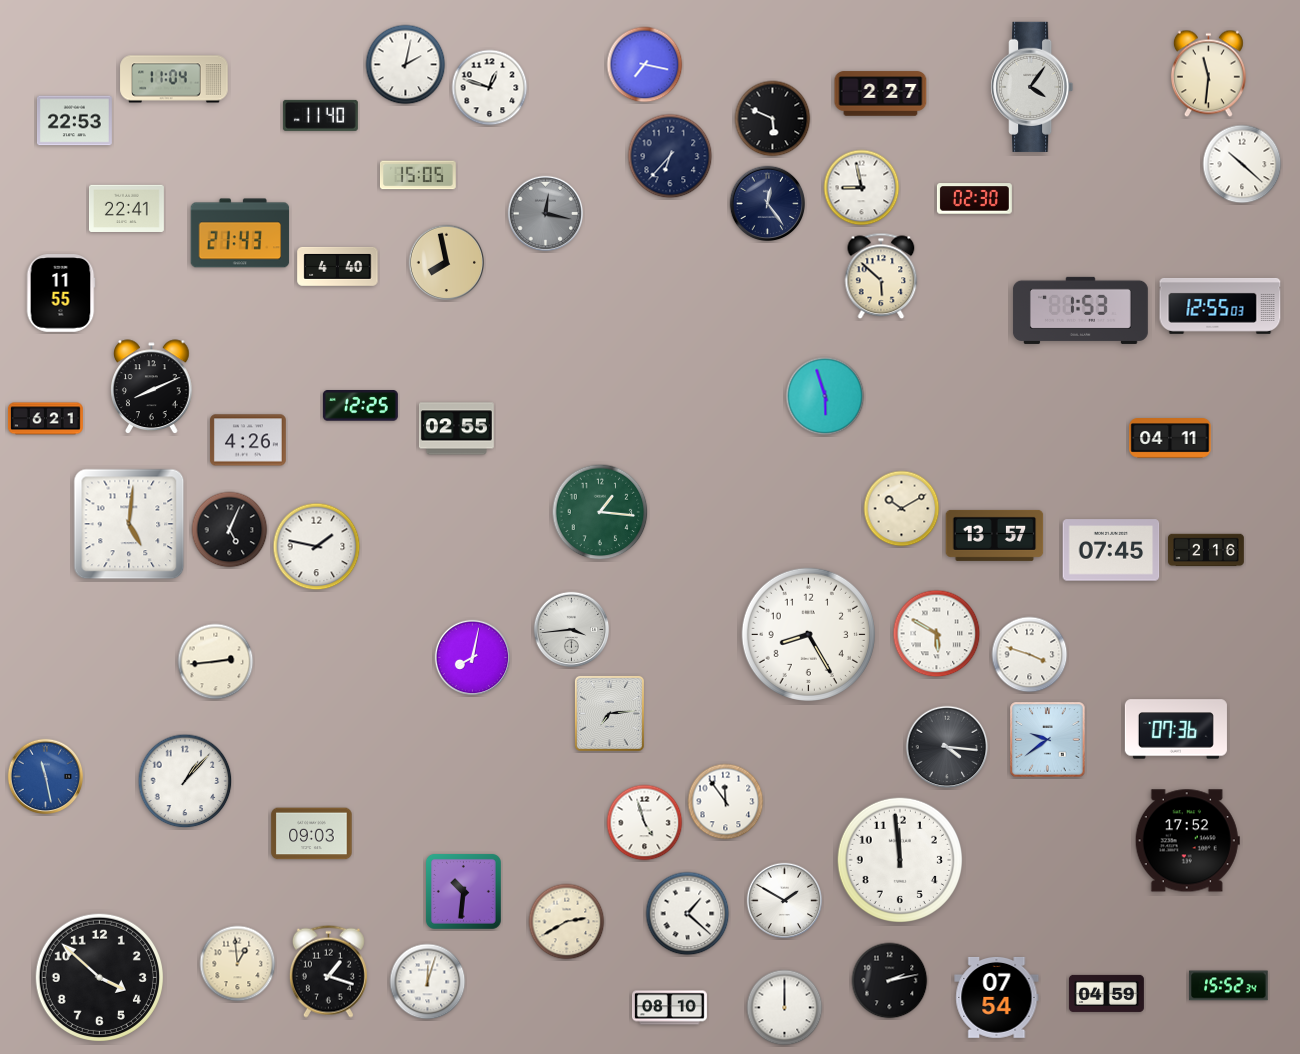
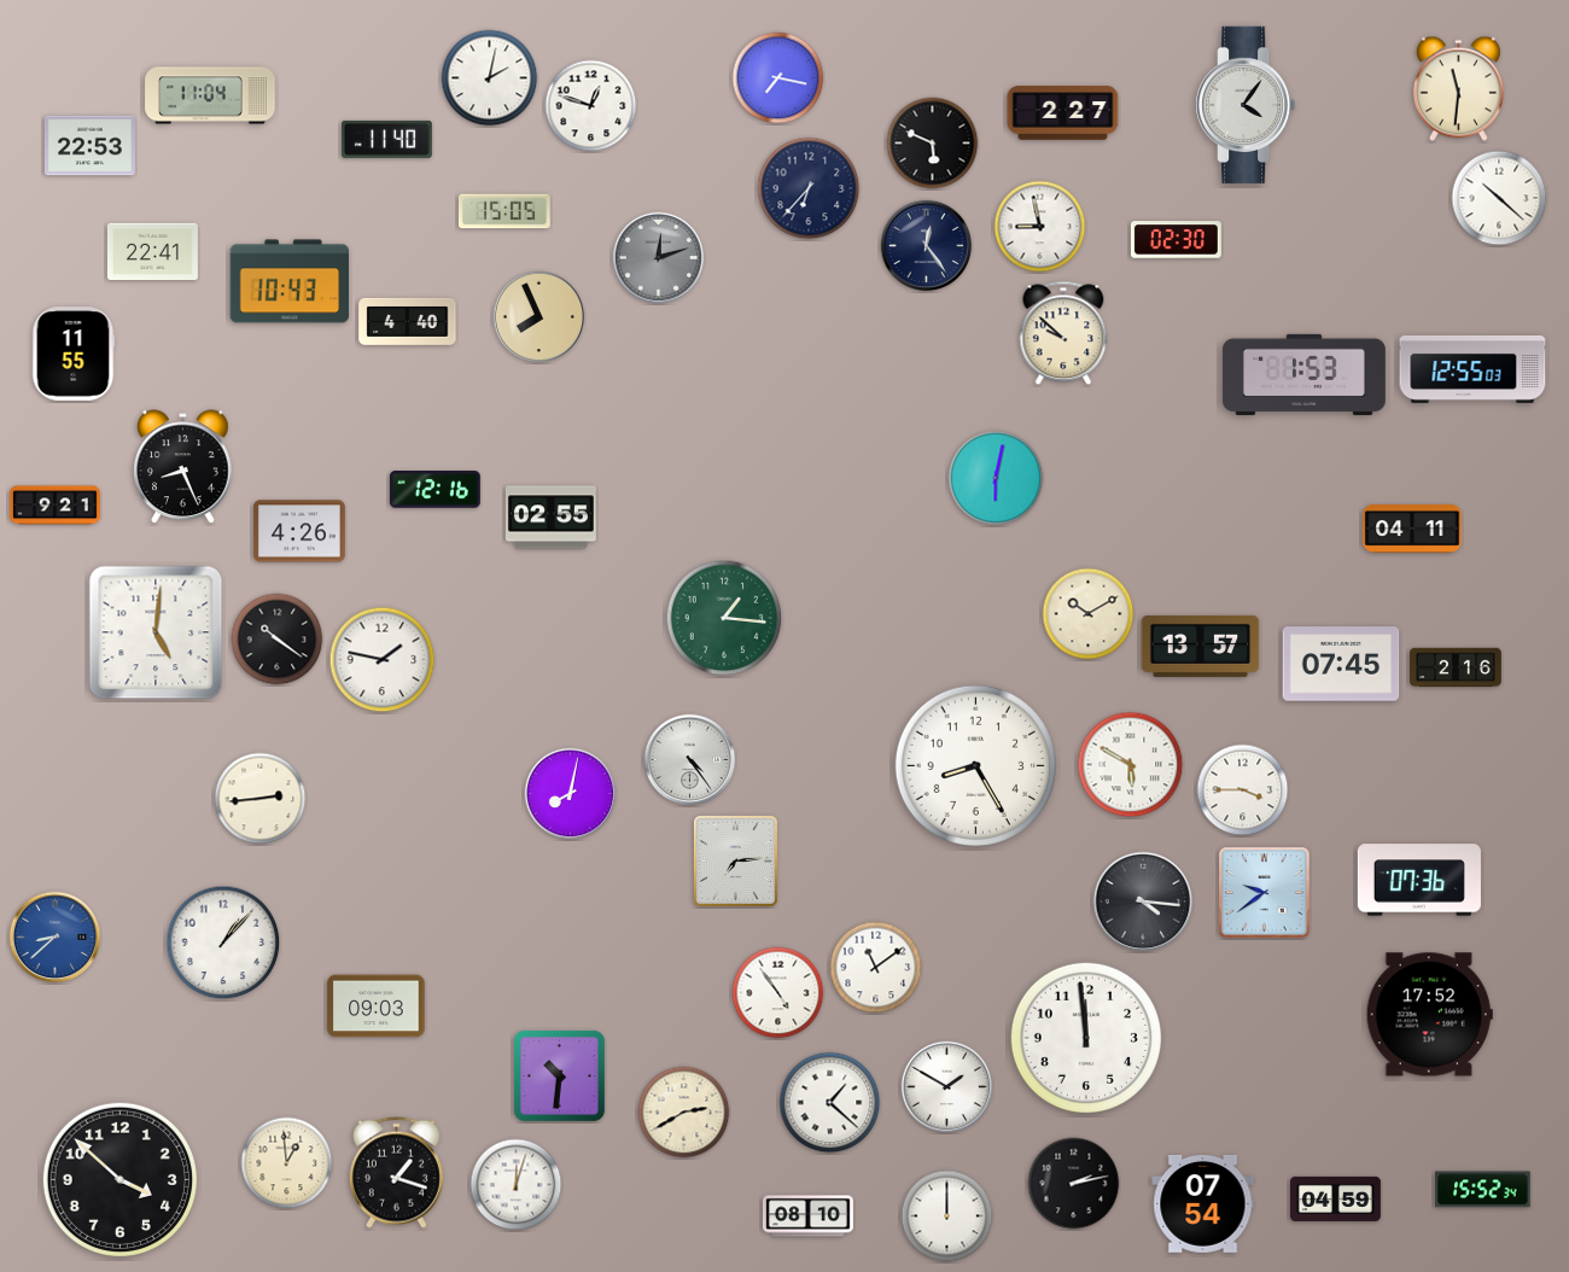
clock at (546, 214): 12:17 -> 12:12
clock at (240, 233): 21:43 -> 10:43
clock at (447, 263): 7:58 -> 7:56
clock at (881, 276): 5:52 -> 9:52
clock at (152, 386): 8:11 -> 8:26
clock at (825, 396): 5:57 -> 6:02
clock at (360, 406): 12:25 -> 12:16
clock at (45, 419): 6:21 -> 9:21
clock at (230, 530): 5:04 -> 10:21
clock at (1207, 550) position: (1207, 550) -> (1457, 667)
clock at (572, 630): 3:44 -> 4:24
clock at (1030, 655): 3:48 -> 3:45
clock at (46, 777): 11:28 -> 8:38
clock at (726, 802): 11:54 -> 11:09
clock at (645, 823): 4:57 -> 4:54
clock at (1187, 841) position: (1187, 841) -> (1429, 1015)
